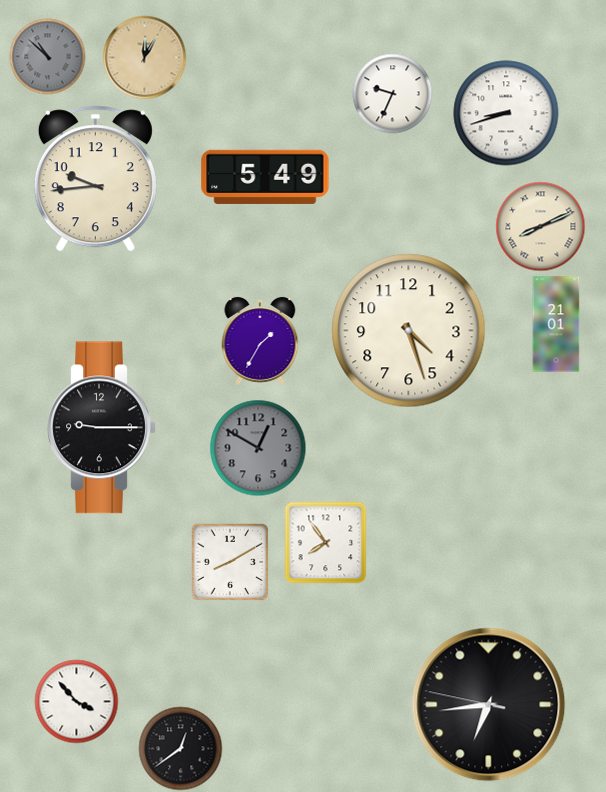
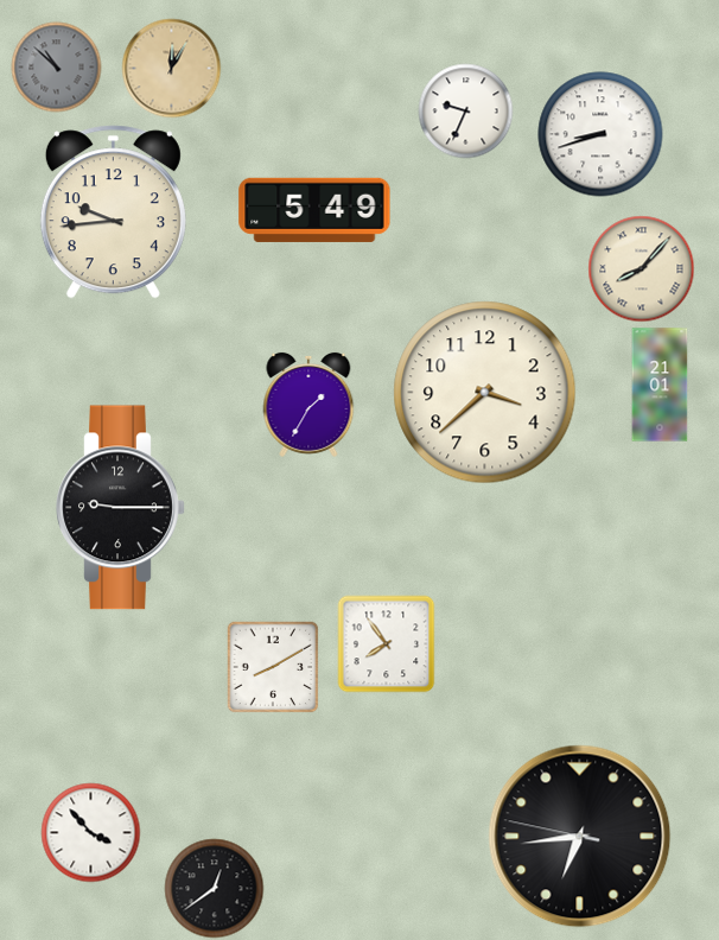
clock at (541, 227): 8:11 -> 8:07
clock at (409, 331): 4:27 -> 3:38
clock at (258, 448): 12:50 -> none
